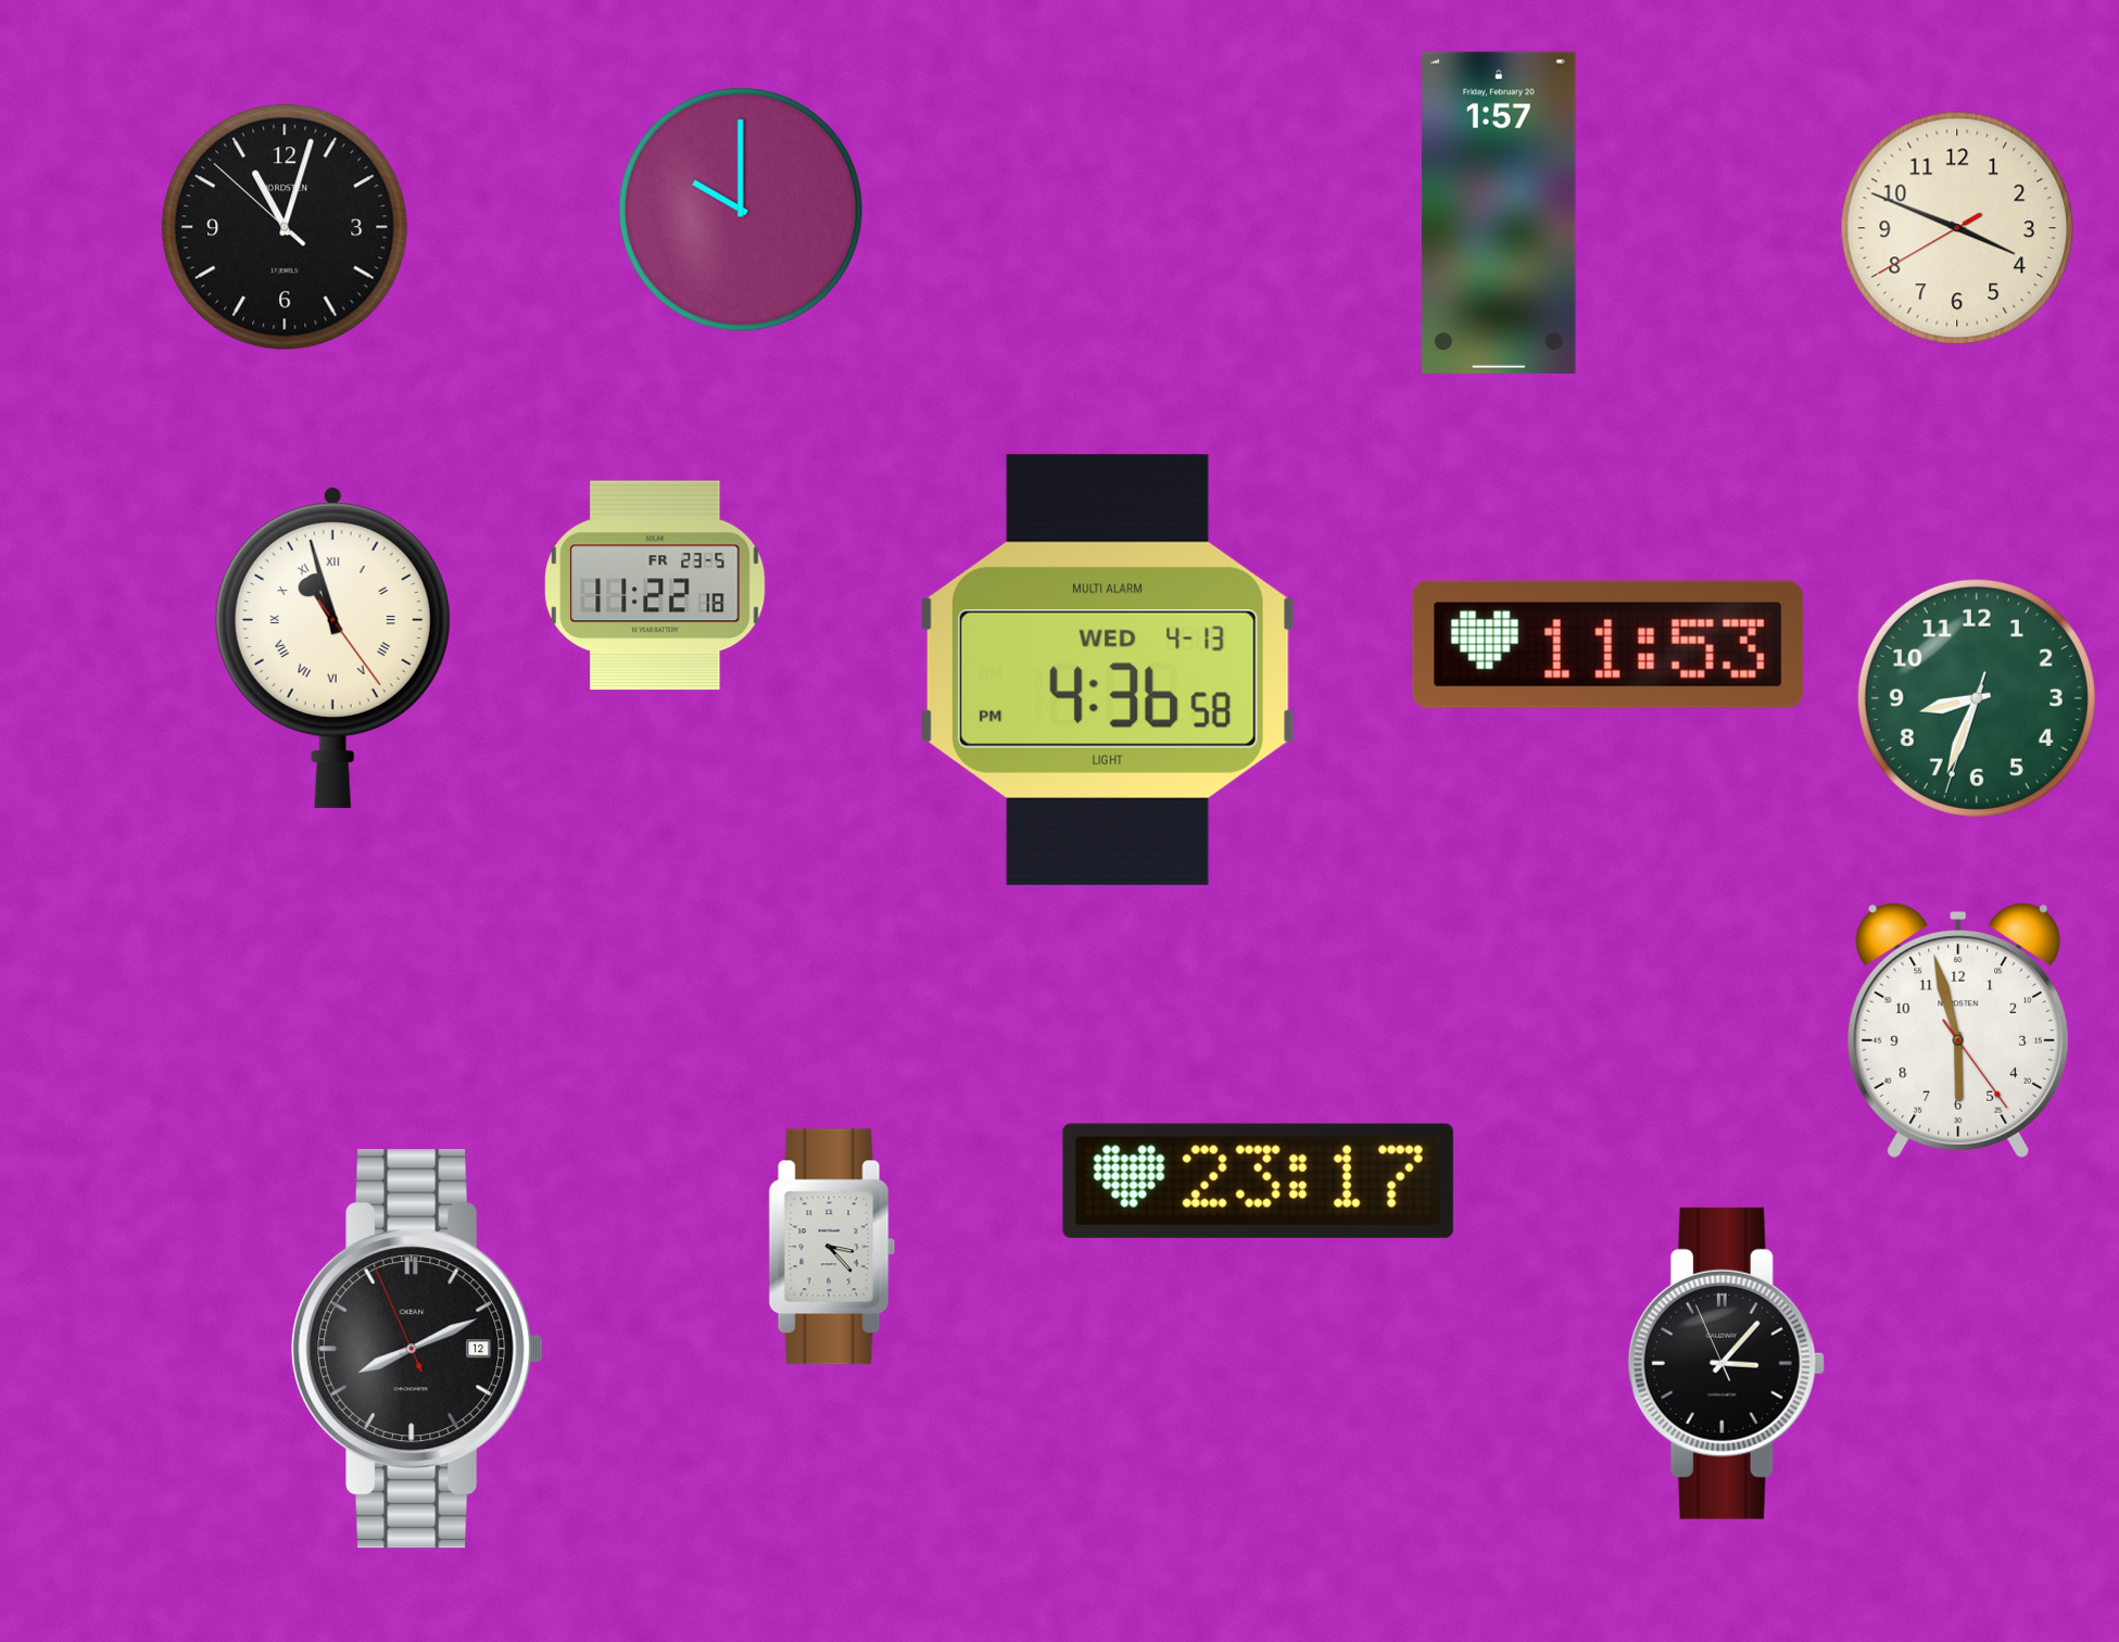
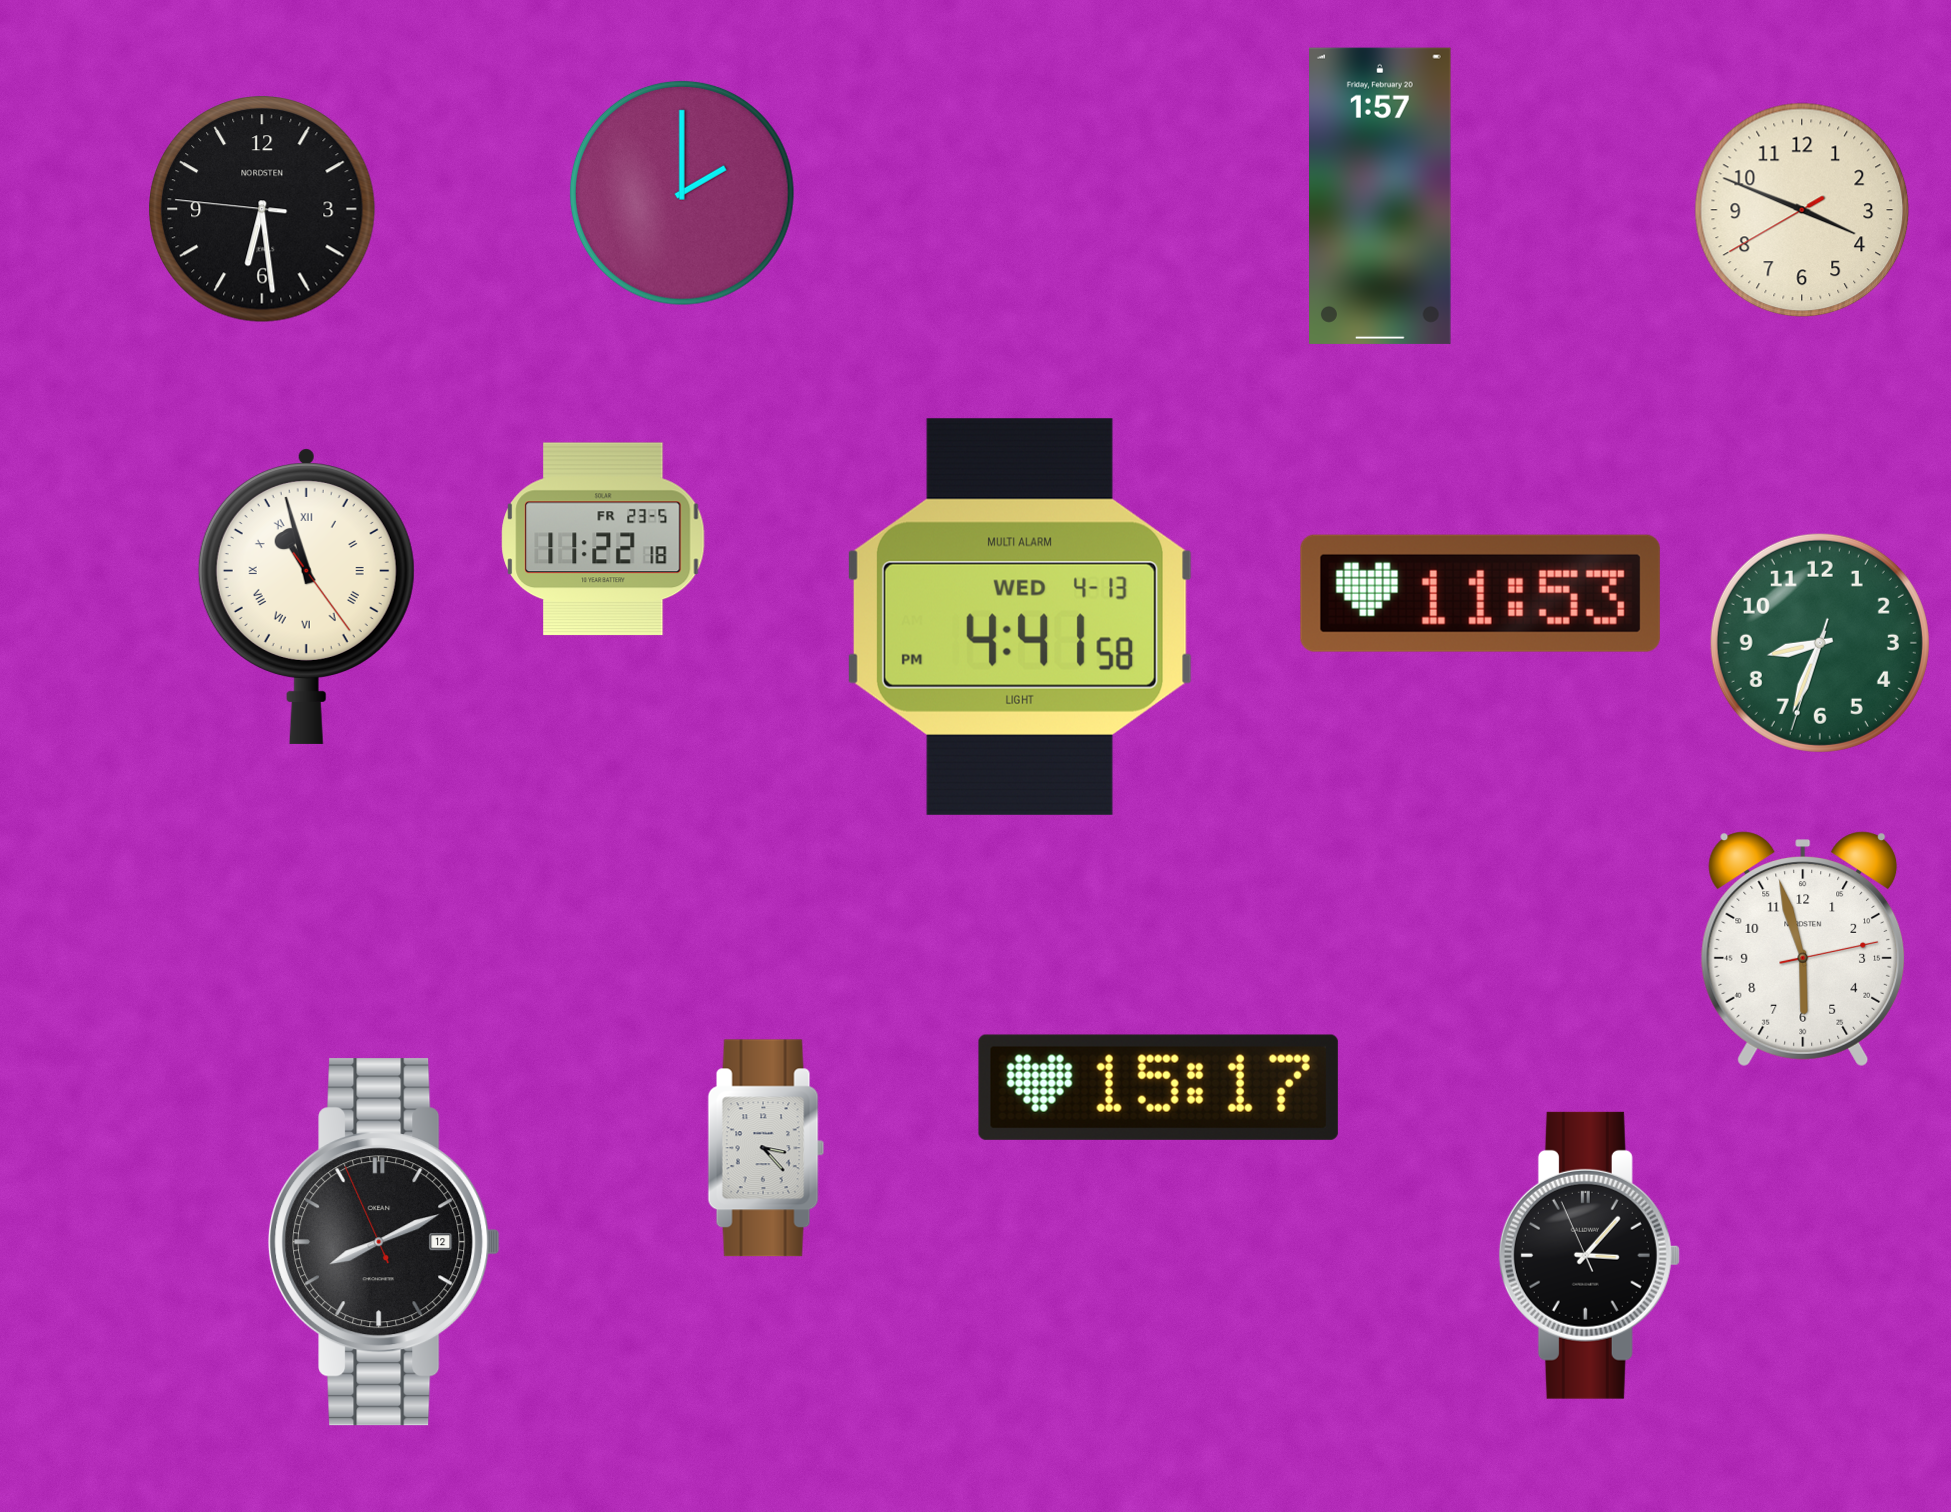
clock at (741, 210): 10:00 -> 2:00
clock at (285, 227): 11:02 -> 6:28
clock at (1108, 670): 4:36 -> 4:41
clock at (1958, 1031): 5:57:24 -> 5:57:13
clock at (1258, 1180): 23:17 -> 15:17
